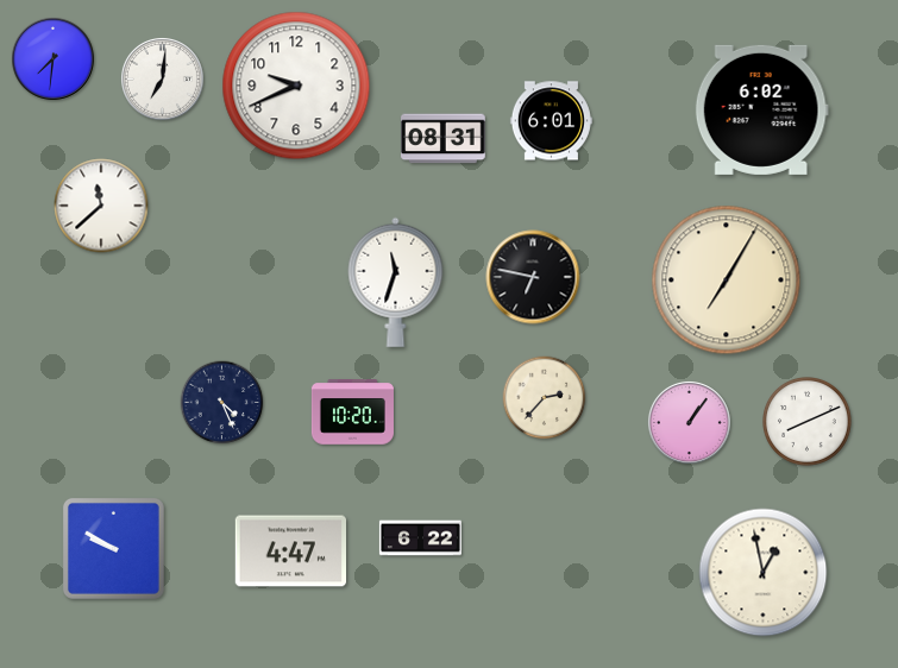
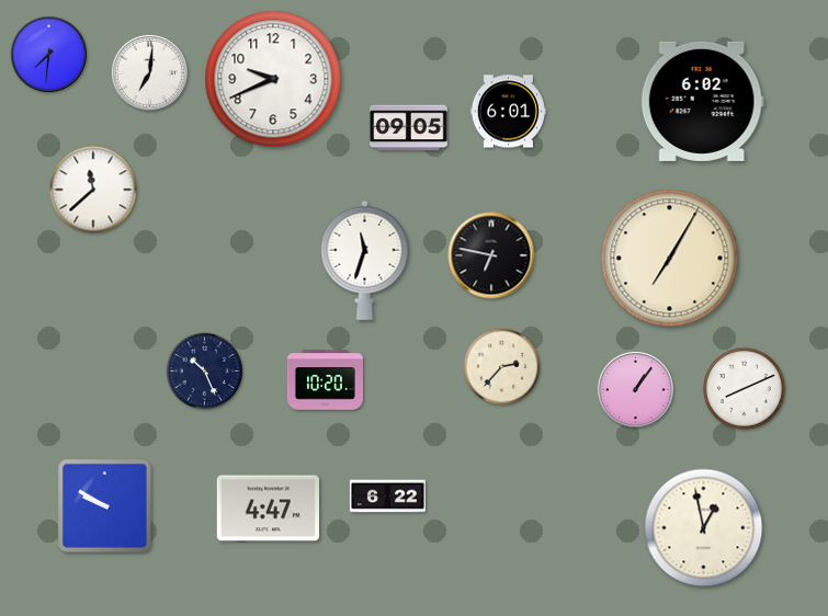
clock at (444, 139): 08:31 -> 09:05
clock at (222, 403): 4:26 -> 10:26
